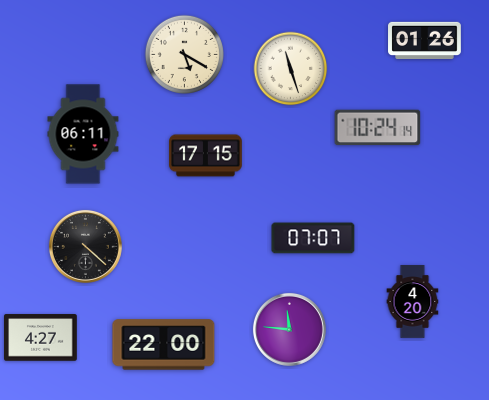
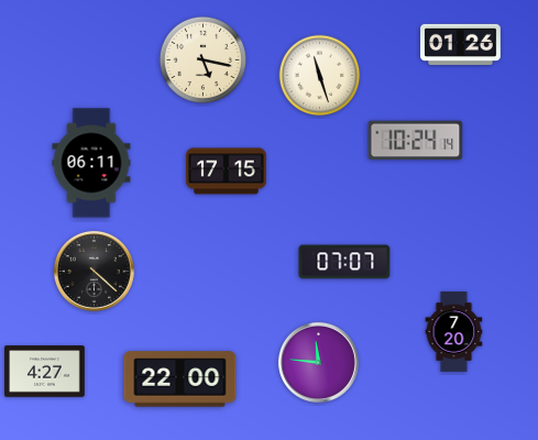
clock at (425, 41) position: (425, 41) -> (461, 45)
clock at (184, 54): 5:20 -> 5:17
clock at (83, 134) position: (83, 134) -> (91, 163)
clock at (413, 302): 4:20 -> 7:20
